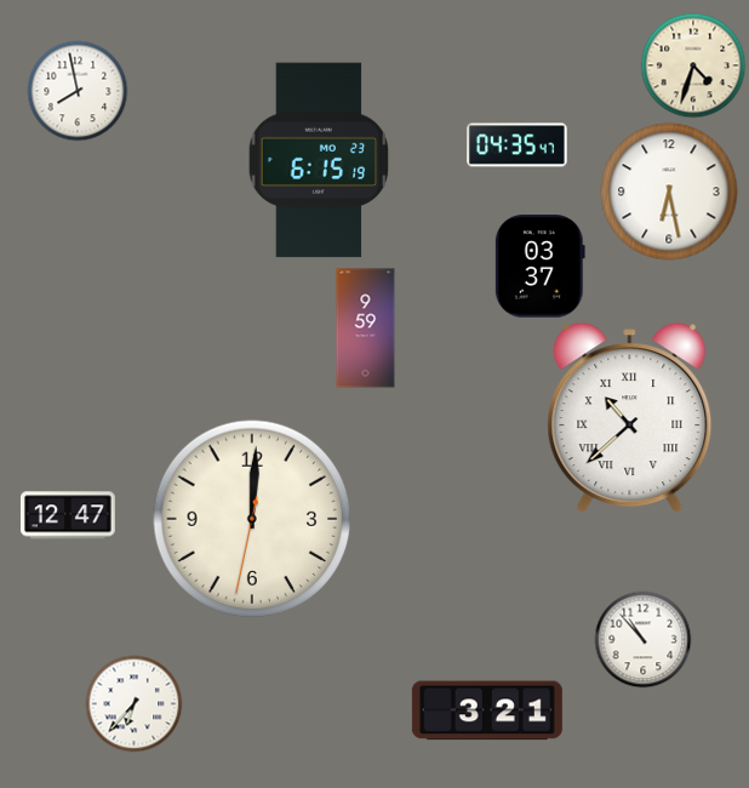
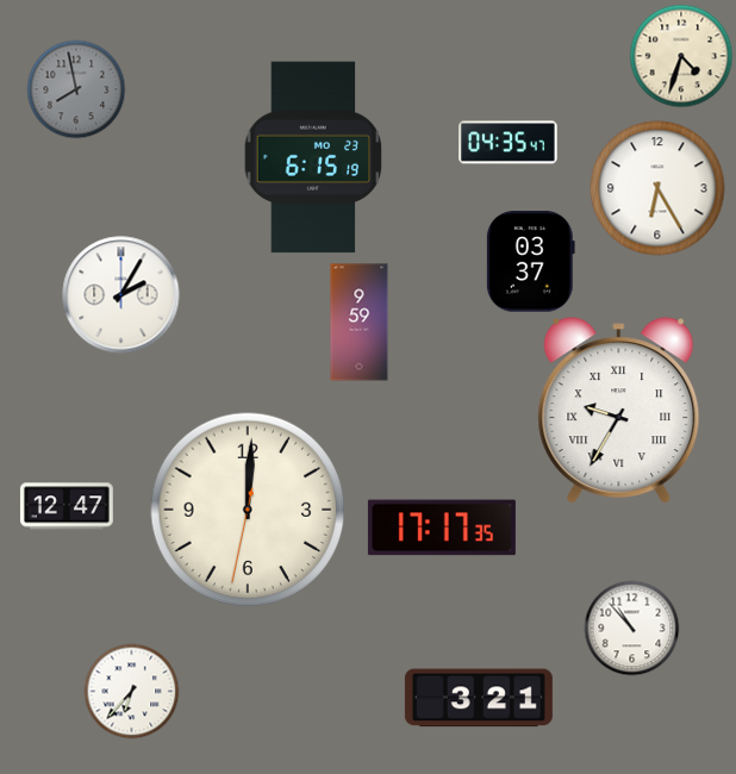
clock at (693, 65) position: (693, 65) -> (681, 56)
clock at (78, 91) dial: white -> grey
clock at (669, 192): 6:28 -> 6:25
clock at (121, 295): none -> 2:05
clock at (630, 418): 10:38 -> 9:35
clock at (442, 528): none -> 17:17
